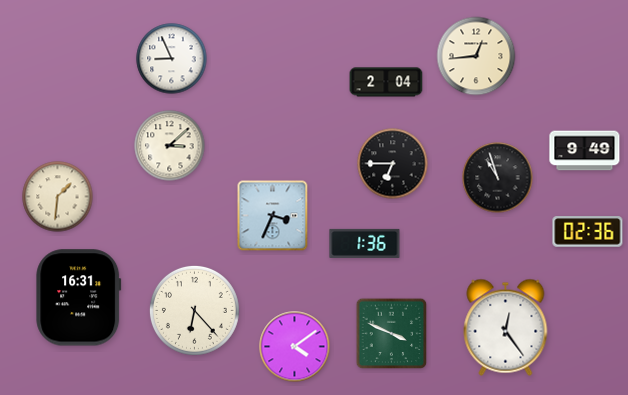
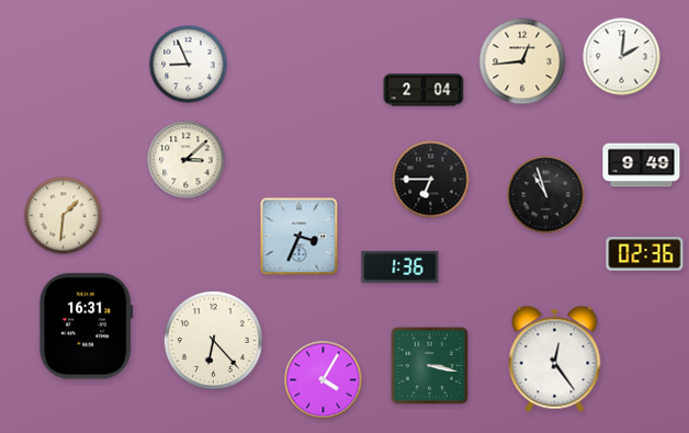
clock at (622, 57): none -> 2:01
clock at (392, 334): 3:49 -> 3:17
clock at (295, 347): 4:09 -> 4:05
